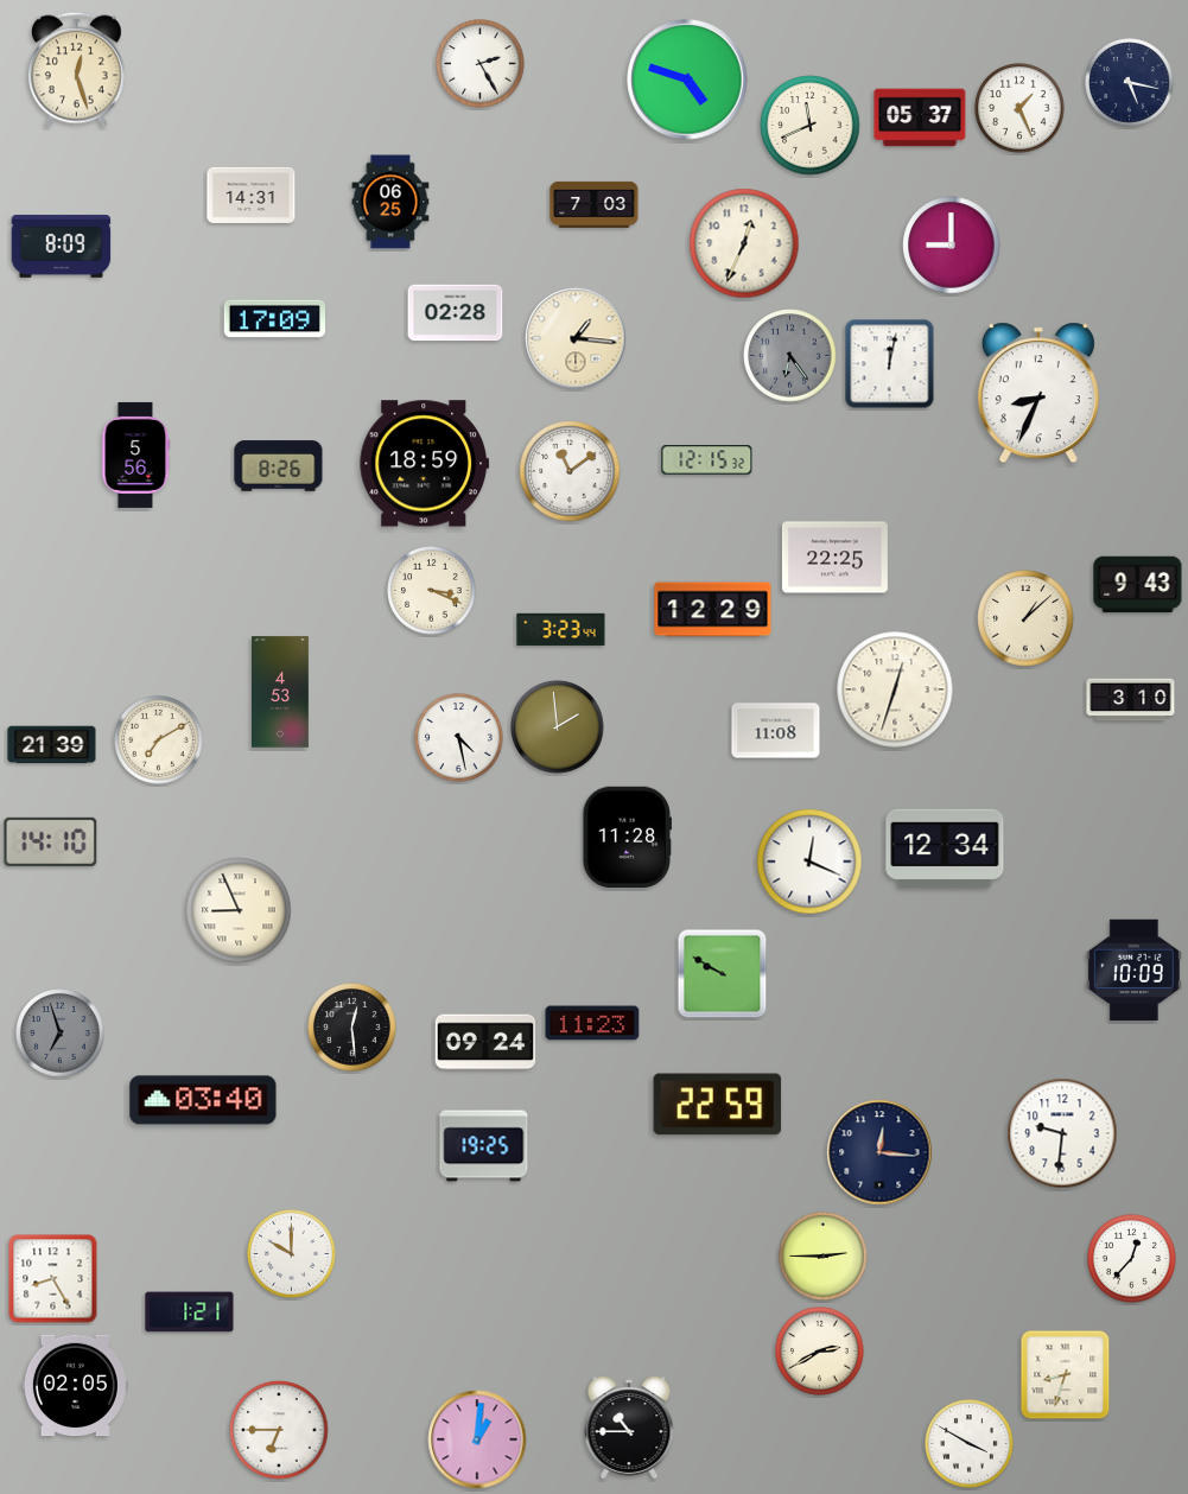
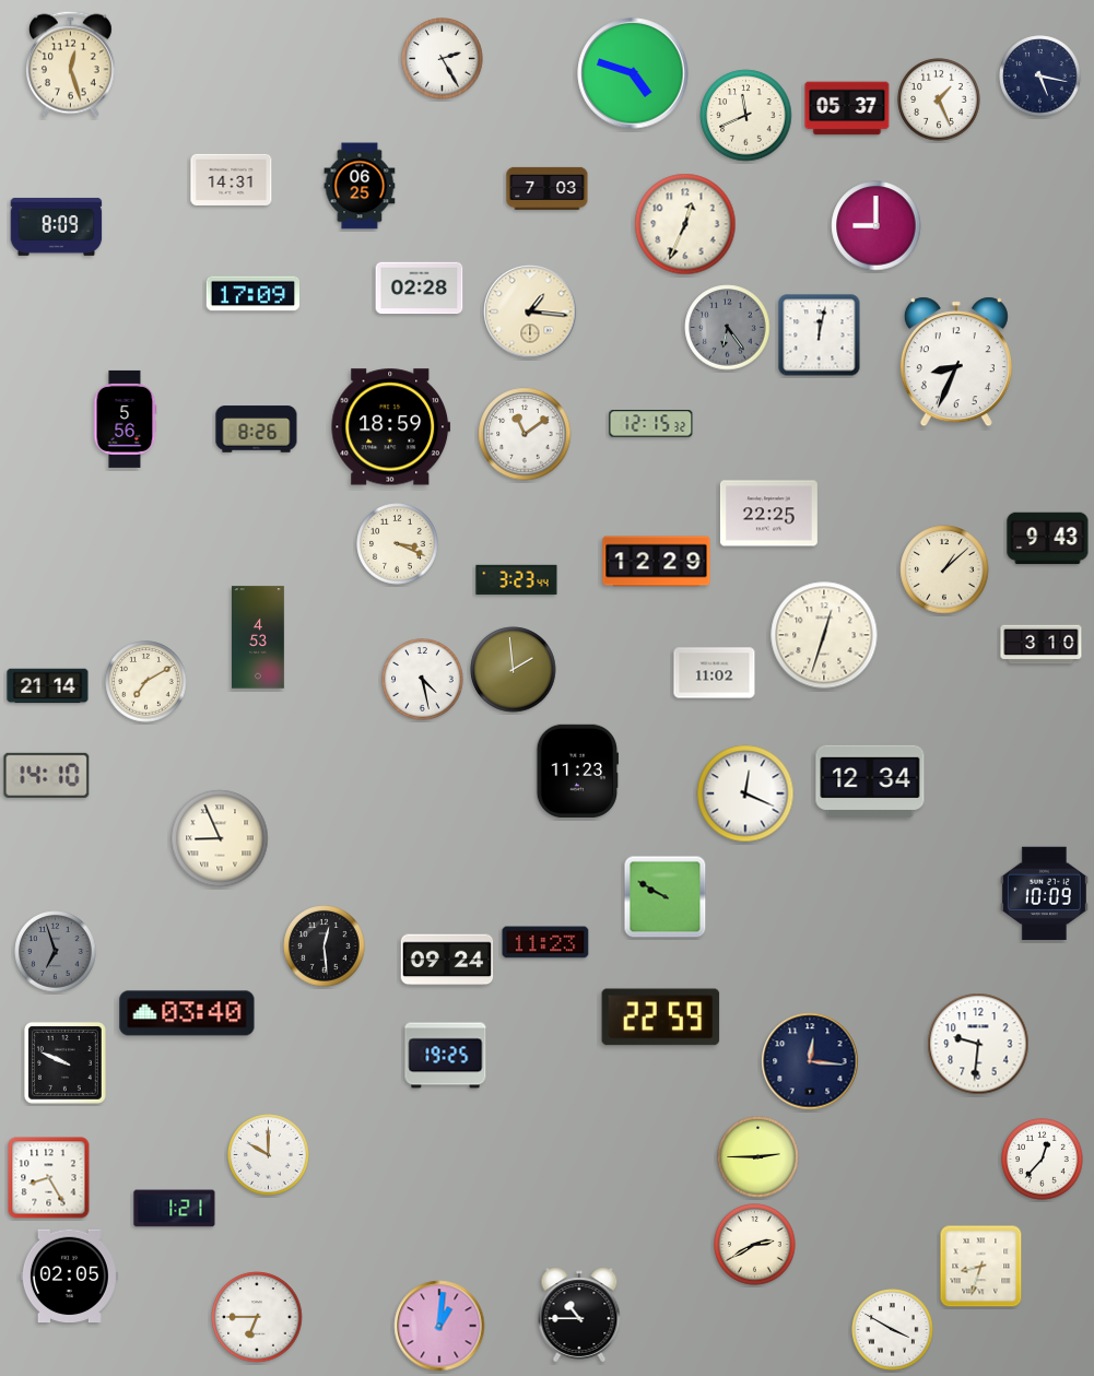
clock at (776, 731): 11:08 -> 11:02
clock at (52, 745): 21:39 -> 21:14
clock at (627, 837): 11:28 -> 11:23
clock at (64, 1062): none -> 9:49
